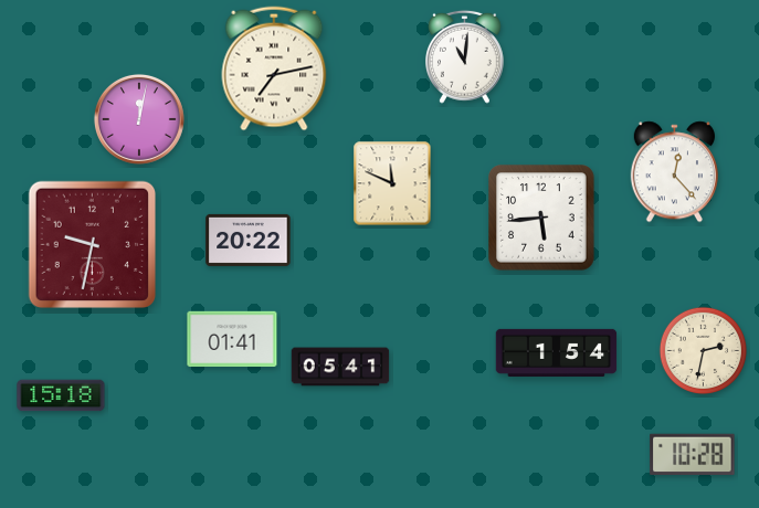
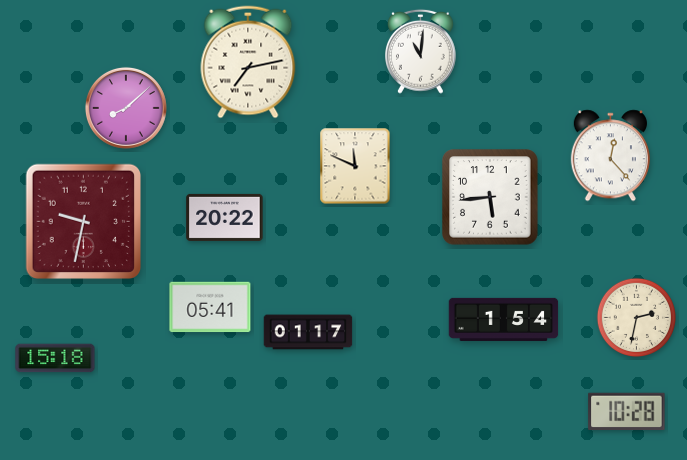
clock at (139, 119): 12:02 -> 8:08
clock at (232, 339): 01:41 -> 05:41
clock at (340, 367): 05:41 -> 01:17
